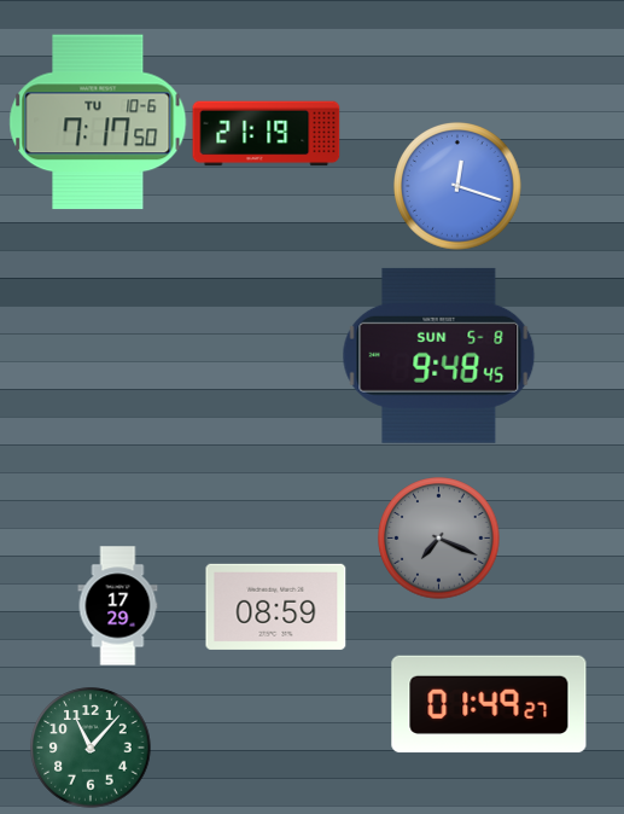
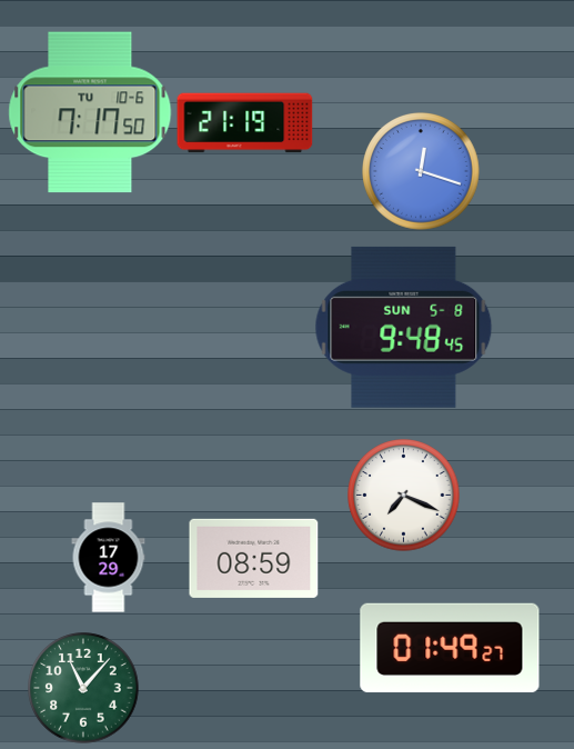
clock at (439, 539) dial: grey -> white
